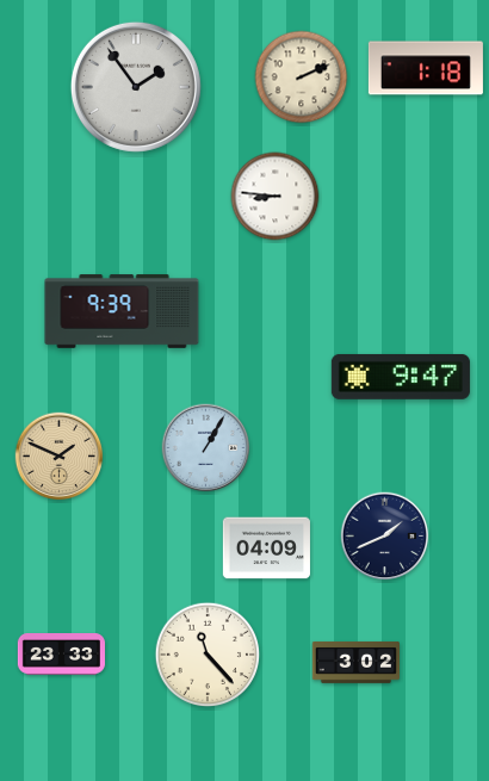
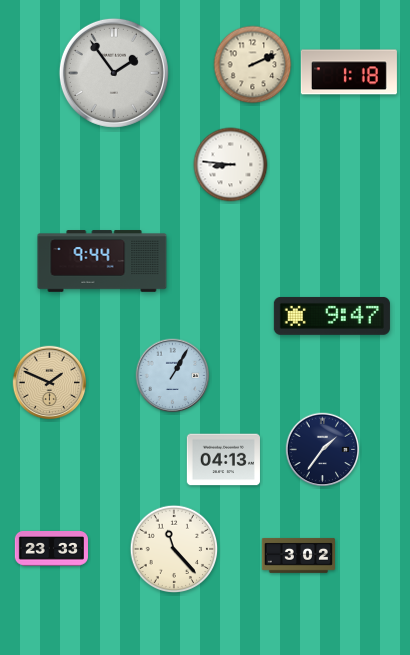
clock at (426, 68) position: (426, 68) -> (349, 72)
clock at (122, 311): 9:39 -> 9:44
clock at (401, 377) position: (401, 377) -> (332, 316)
clock at (385, 537): 1:41 -> 1:36
clock at (266, 548): 04:09 -> 04:13
